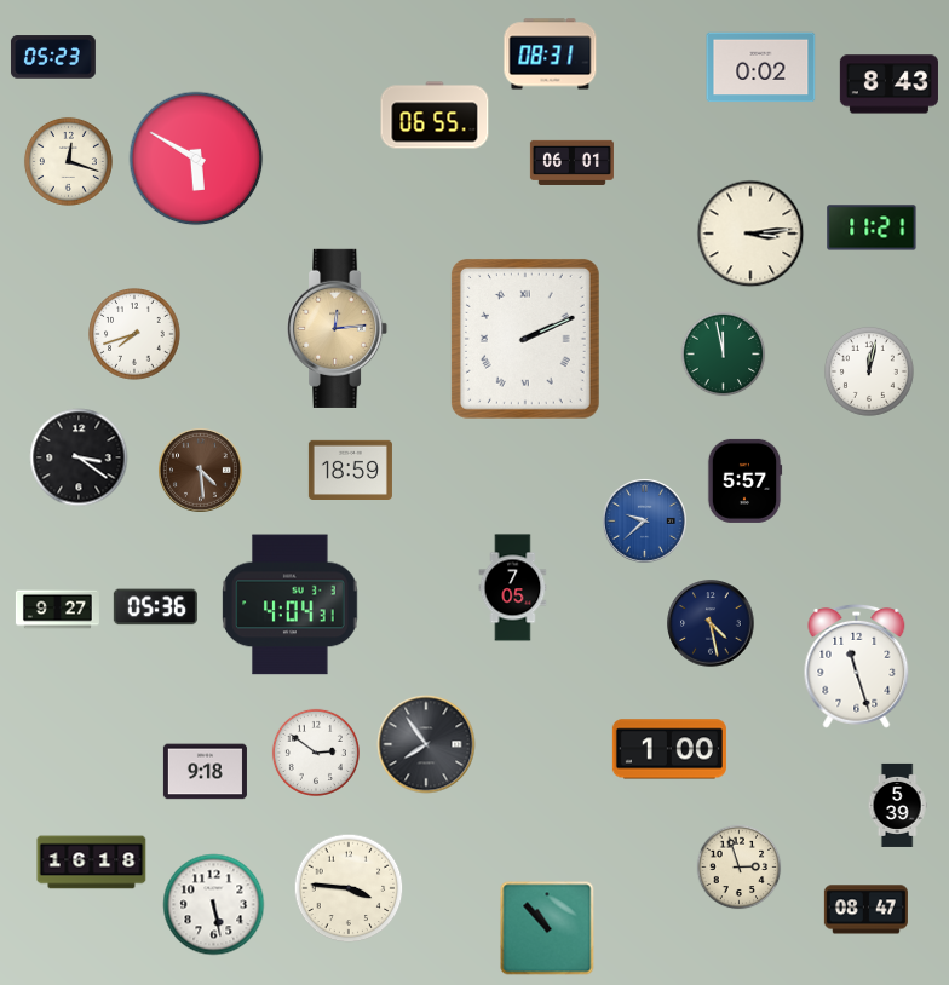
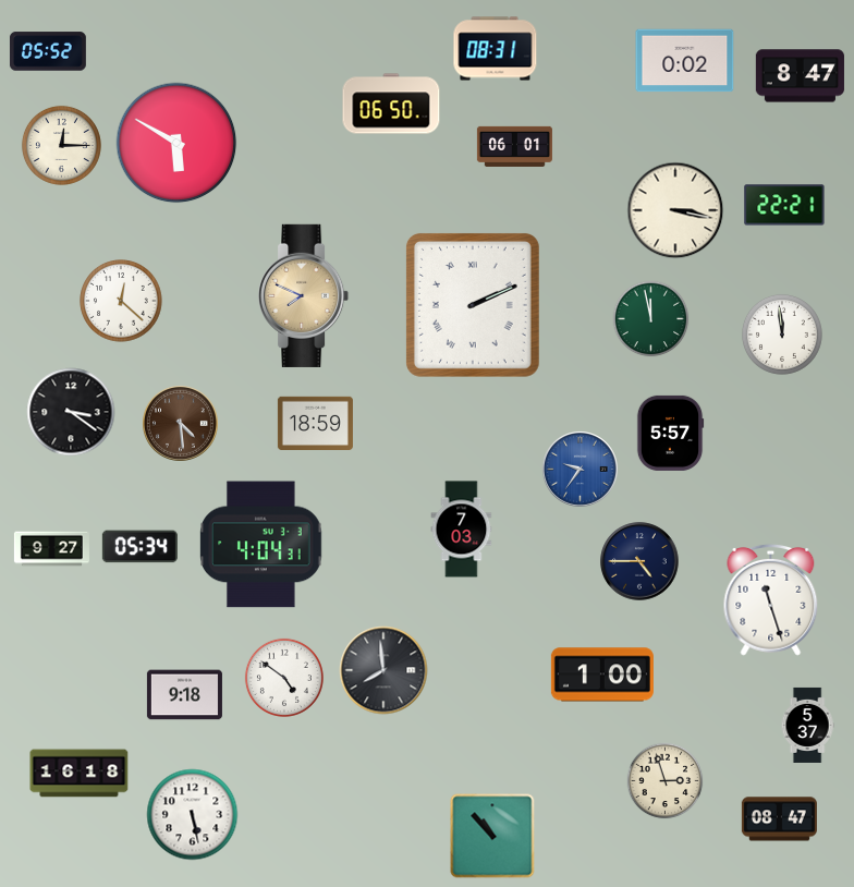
clock at (53, 57): 05:23 -> 05:52
clock at (888, 85): 8:43 -> 8:47
clock at (435, 115): 06:55 -> 06:50
clock at (68, 161): 12:18 -> 12:15
clock at (872, 227): 11:21 -> 22:21
clock at (750, 234): 3:14 -> 3:17
clock at (338, 328): 12:14 -> 7:49
clock at (134, 334): 7:42 -> 12:22
clock at (869, 371): 12:02 -> 11:59
clock at (645, 522): 9:38 -> 9:36
clock at (513, 588): 7:05 -> 7:03
clock at (155, 607): 05:36 -> 05:34
clock at (711, 623): 4:28 -> 4:45
clock at (426, 744): 7:54 -> 7:59
clock at (316, 753): 2:51 -> 4:51
clock at (897, 805): 5:39 -> 5:37
clock at (92, 863) position: (92, 863) -> (80, 774)
clock at (349, 888): 3:46 -> none
